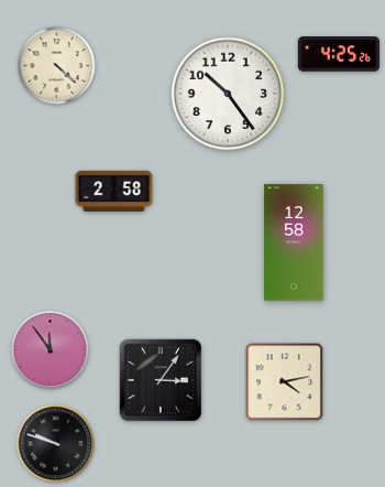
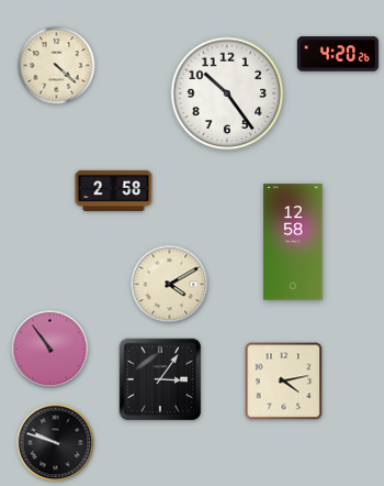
clock at (339, 54): 4:25 -> 4:20
clock at (170, 285): none -> 4:10
clock at (51, 350): 11:54 -> 10:54
